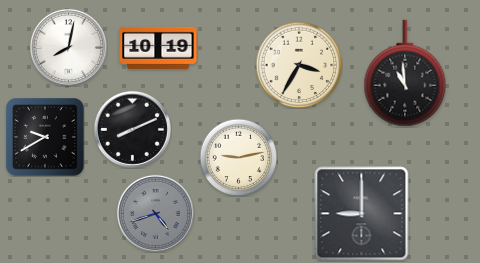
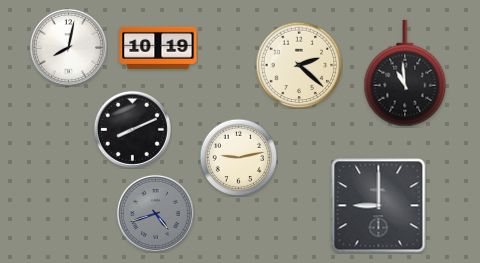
clock at (299, 65): 3:35 -> 2:22
clock at (45, 137): 9:40 -> none
clock at (362, 214) position: (362, 214) -> (379, 206)
